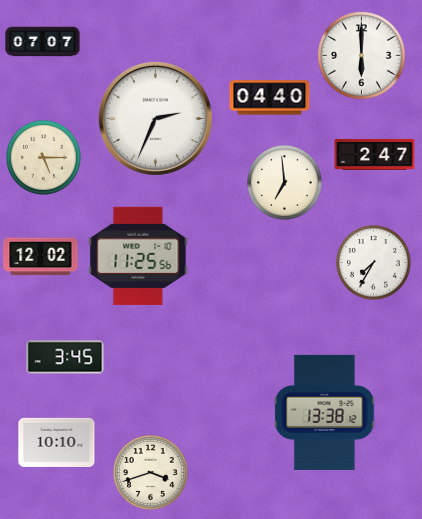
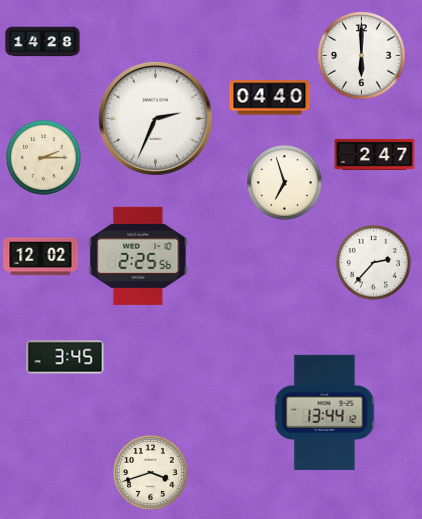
clock at (43, 42): 07:07 -> 14:28
clock at (43, 157): 5:15 -> 2:15
clock at (284, 182): 6:59 -> 6:57
clock at (138, 256): 11:25 -> 2:25
clock at (373, 262): 7:35 -> 2:37
clock at (325, 412): 13:38 -> 13:44
clock at (57, 442): 10:10 -> none
